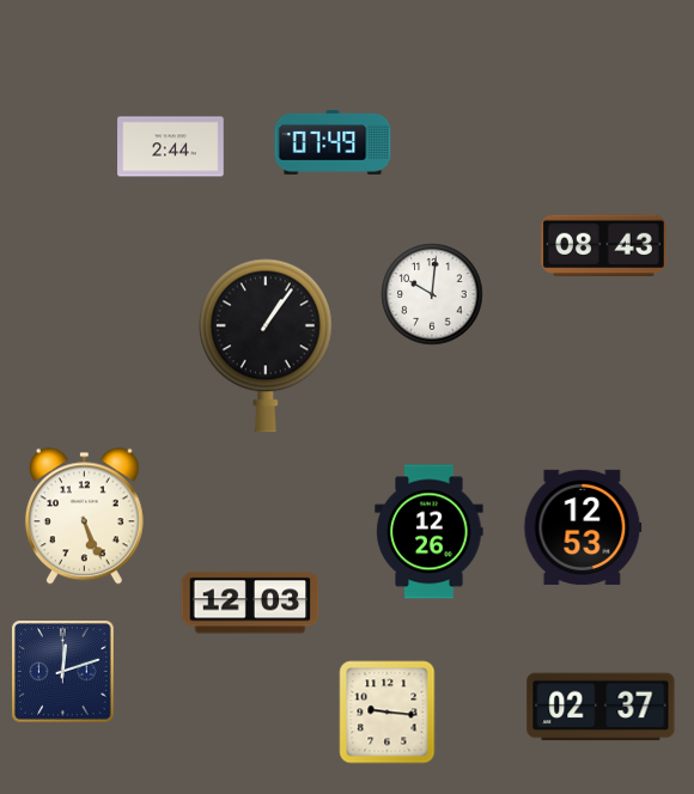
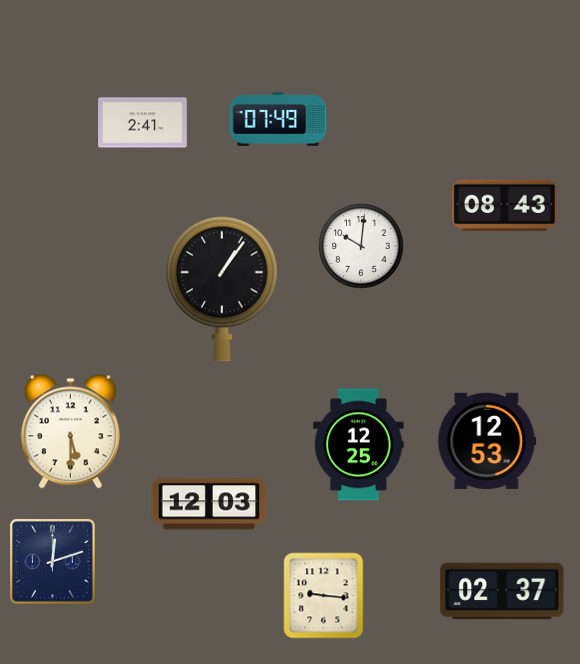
clock at (171, 147): 2:44 -> 2:41
clock at (84, 517): 5:26 -> 5:30
clock at (430, 532): 12:26 -> 12:25
